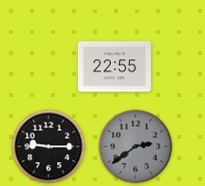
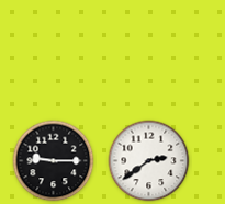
clock at (114, 67): 22:55 -> none
clock at (136, 147) dial: grey -> white
